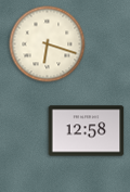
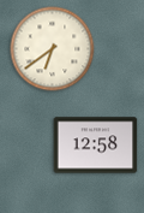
clock at (48, 44): 6:18 -> 6:39
